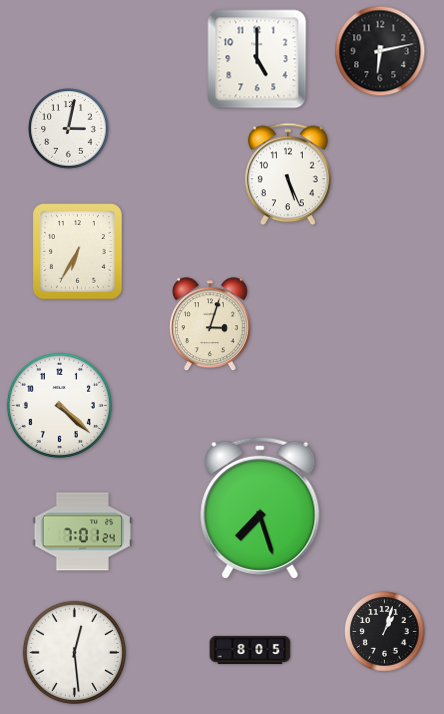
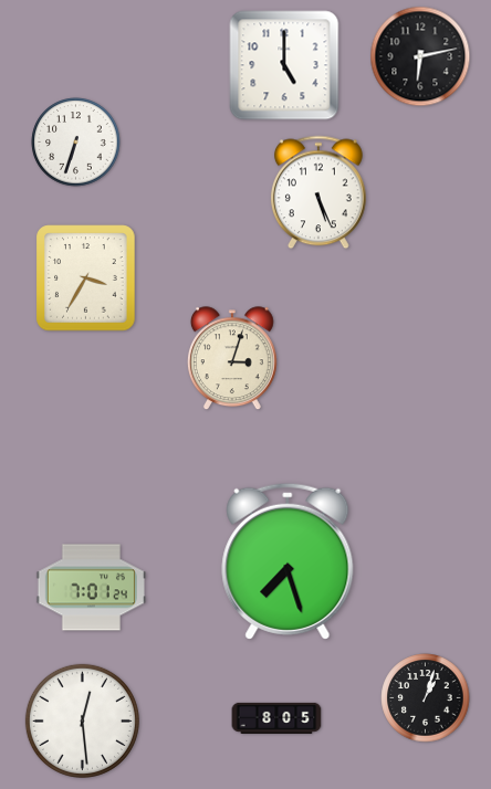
clock at (69, 129): 3:02 -> 6:33
clock at (78, 252): 6:35 -> 3:35
clock at (59, 405): 4:22 -> none
